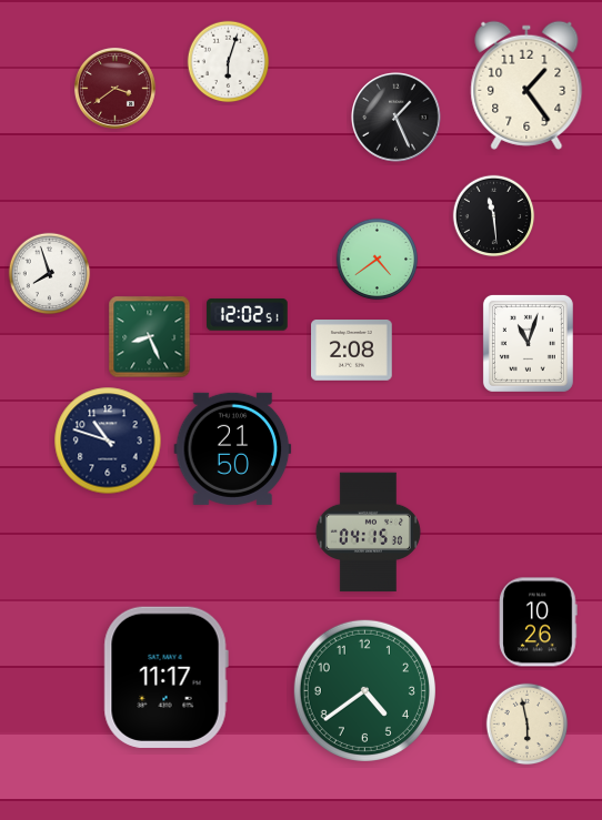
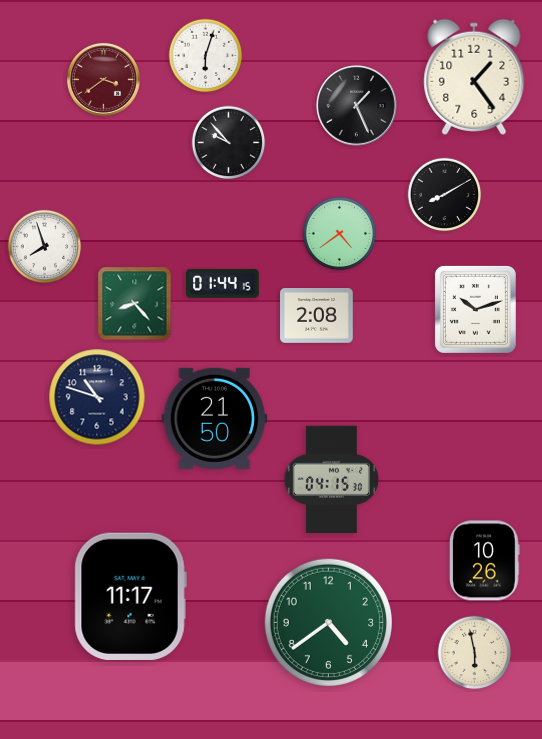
clock at (229, 143): none -> 9:53
clock at (494, 216): 11:29 -> 8:10
clock at (248, 315): 12:02 -> 01:44
clock at (150, 337): 8:26 -> 8:23
clock at (528, 343): 11:03 -> 10:12
clock at (233, 448) position: (233, 448) -> (215, 418)
clock at (165, 677) position: (165, 677) -> (130, 596)
